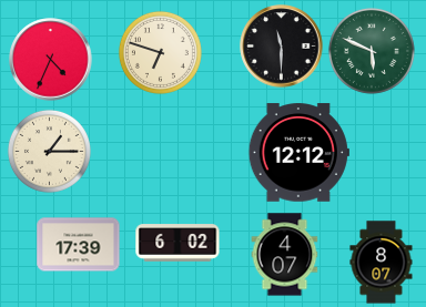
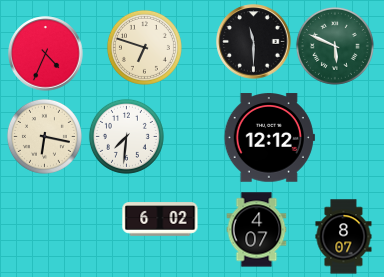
clock at (49, 151): 1:15 -> 6:17
clock at (126, 136): none -> 7:31
clock at (79, 245): 17:39 -> none
